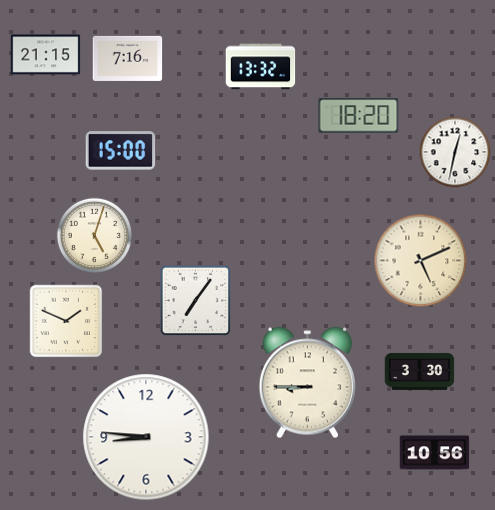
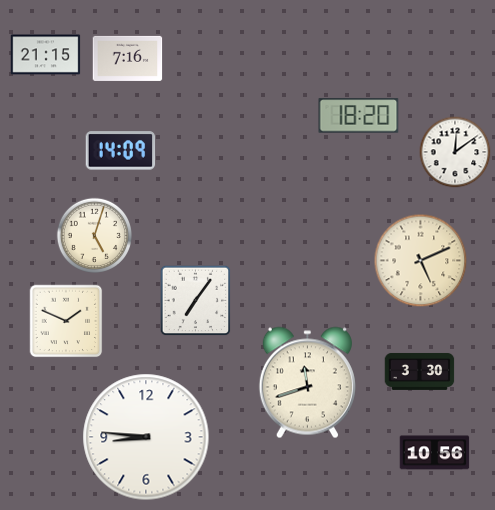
clock at (261, 67): 13:32 -> none
clock at (121, 151): 15:00 -> 14:09
clock at (455, 152): 12:32 -> 12:09
clock at (307, 383): 8:45 -> 11:42
